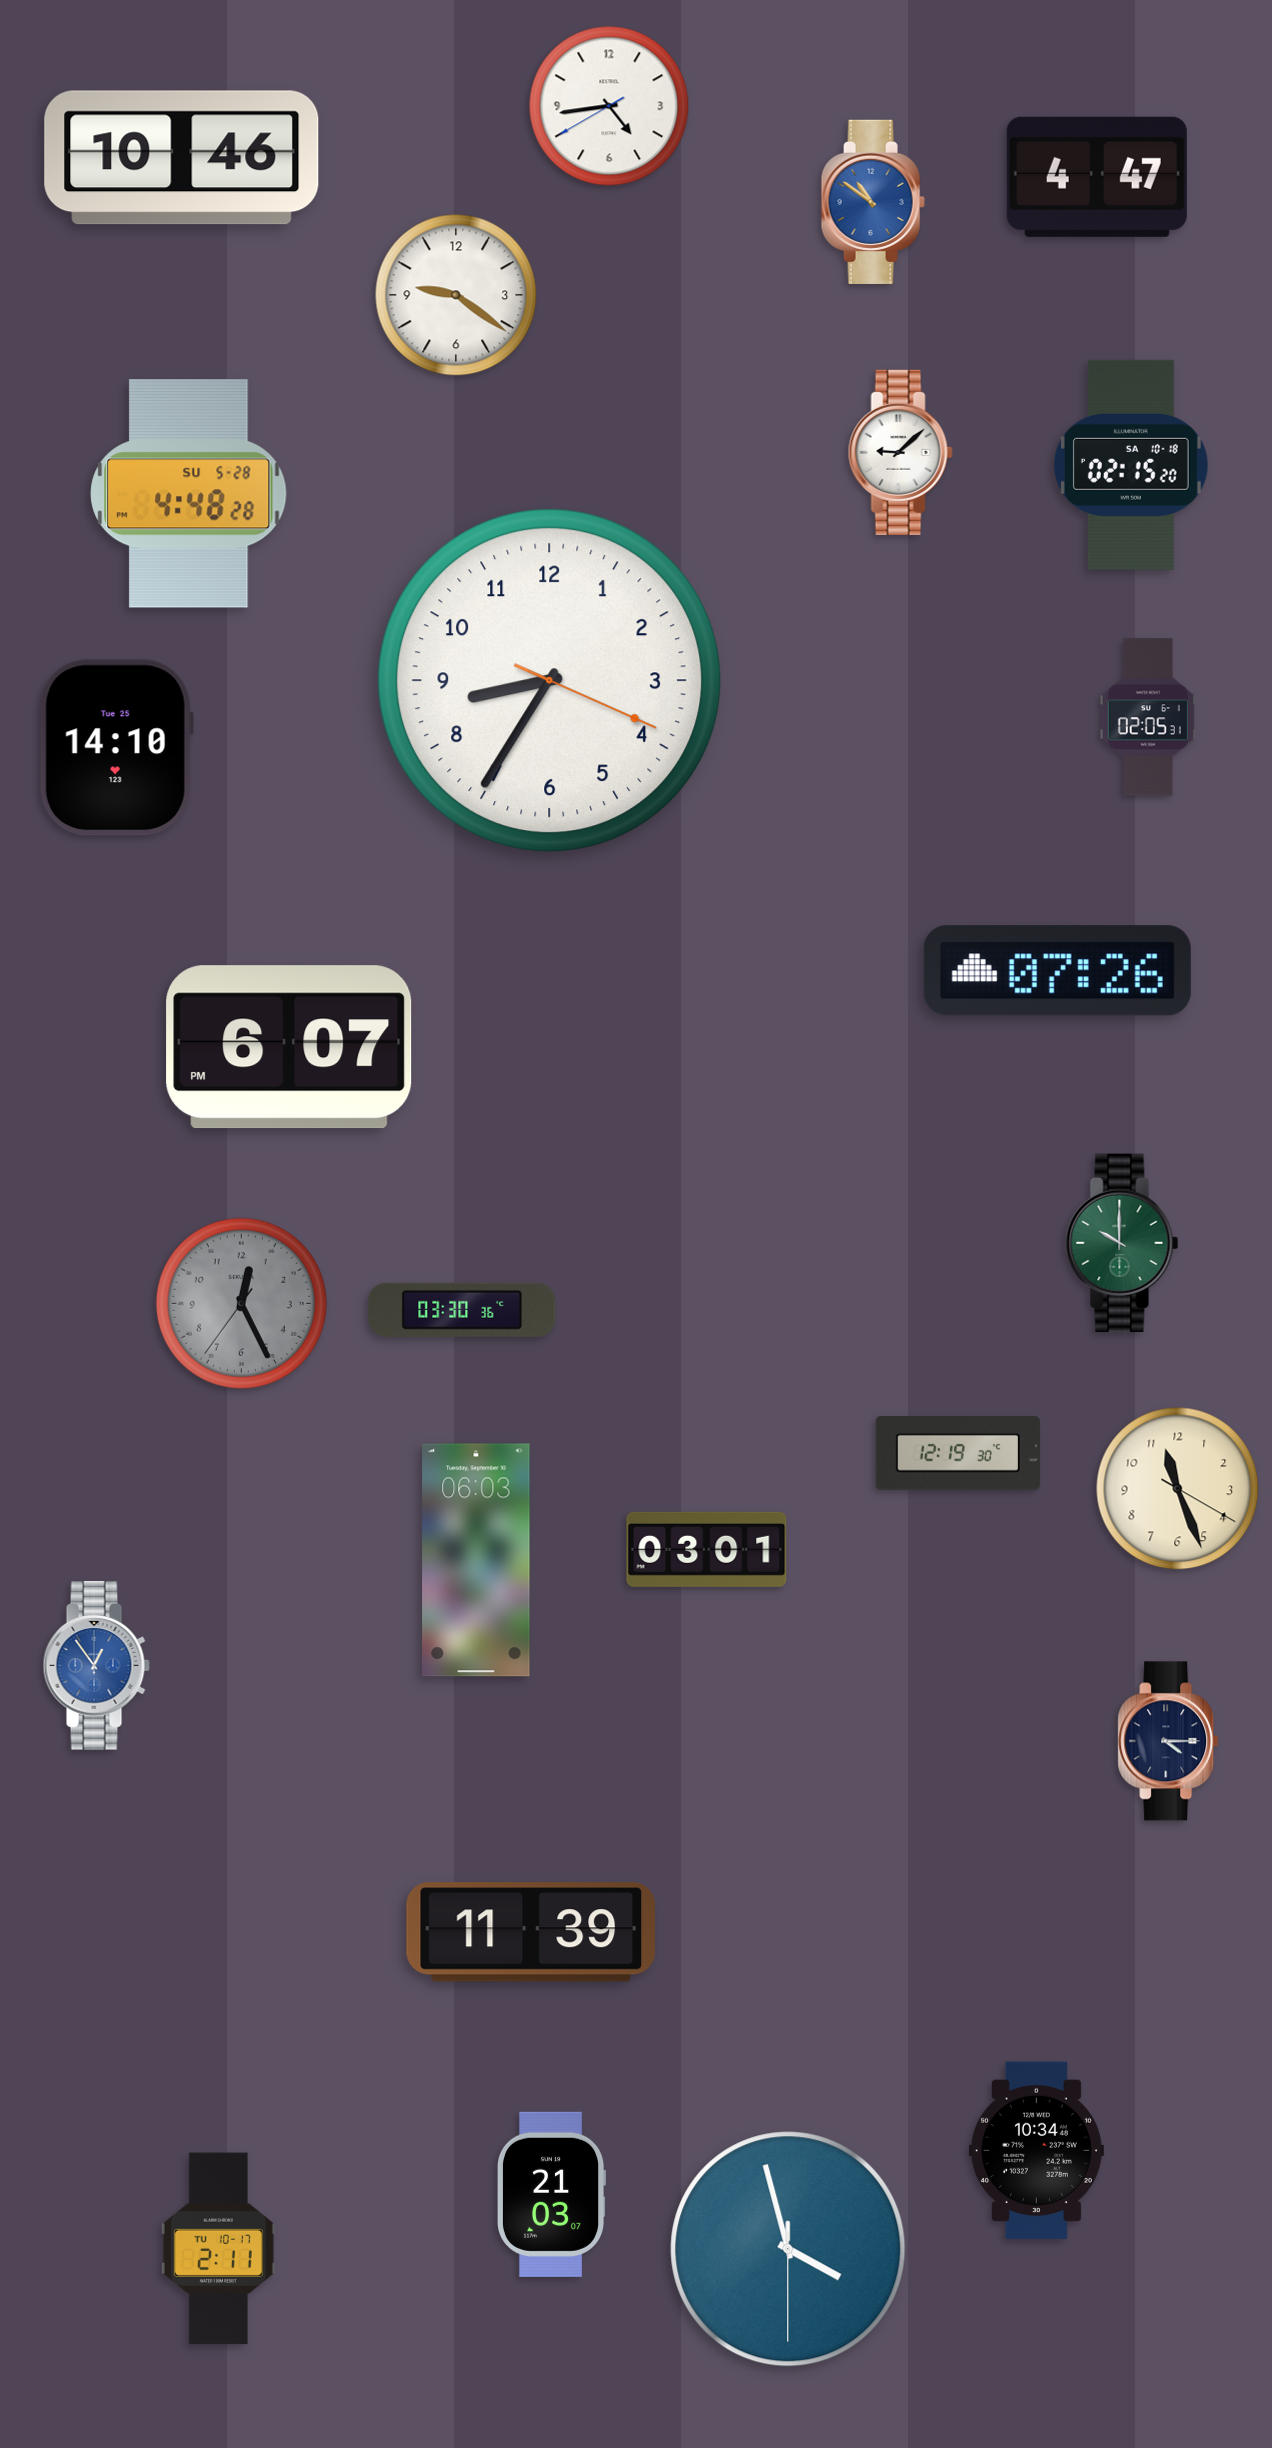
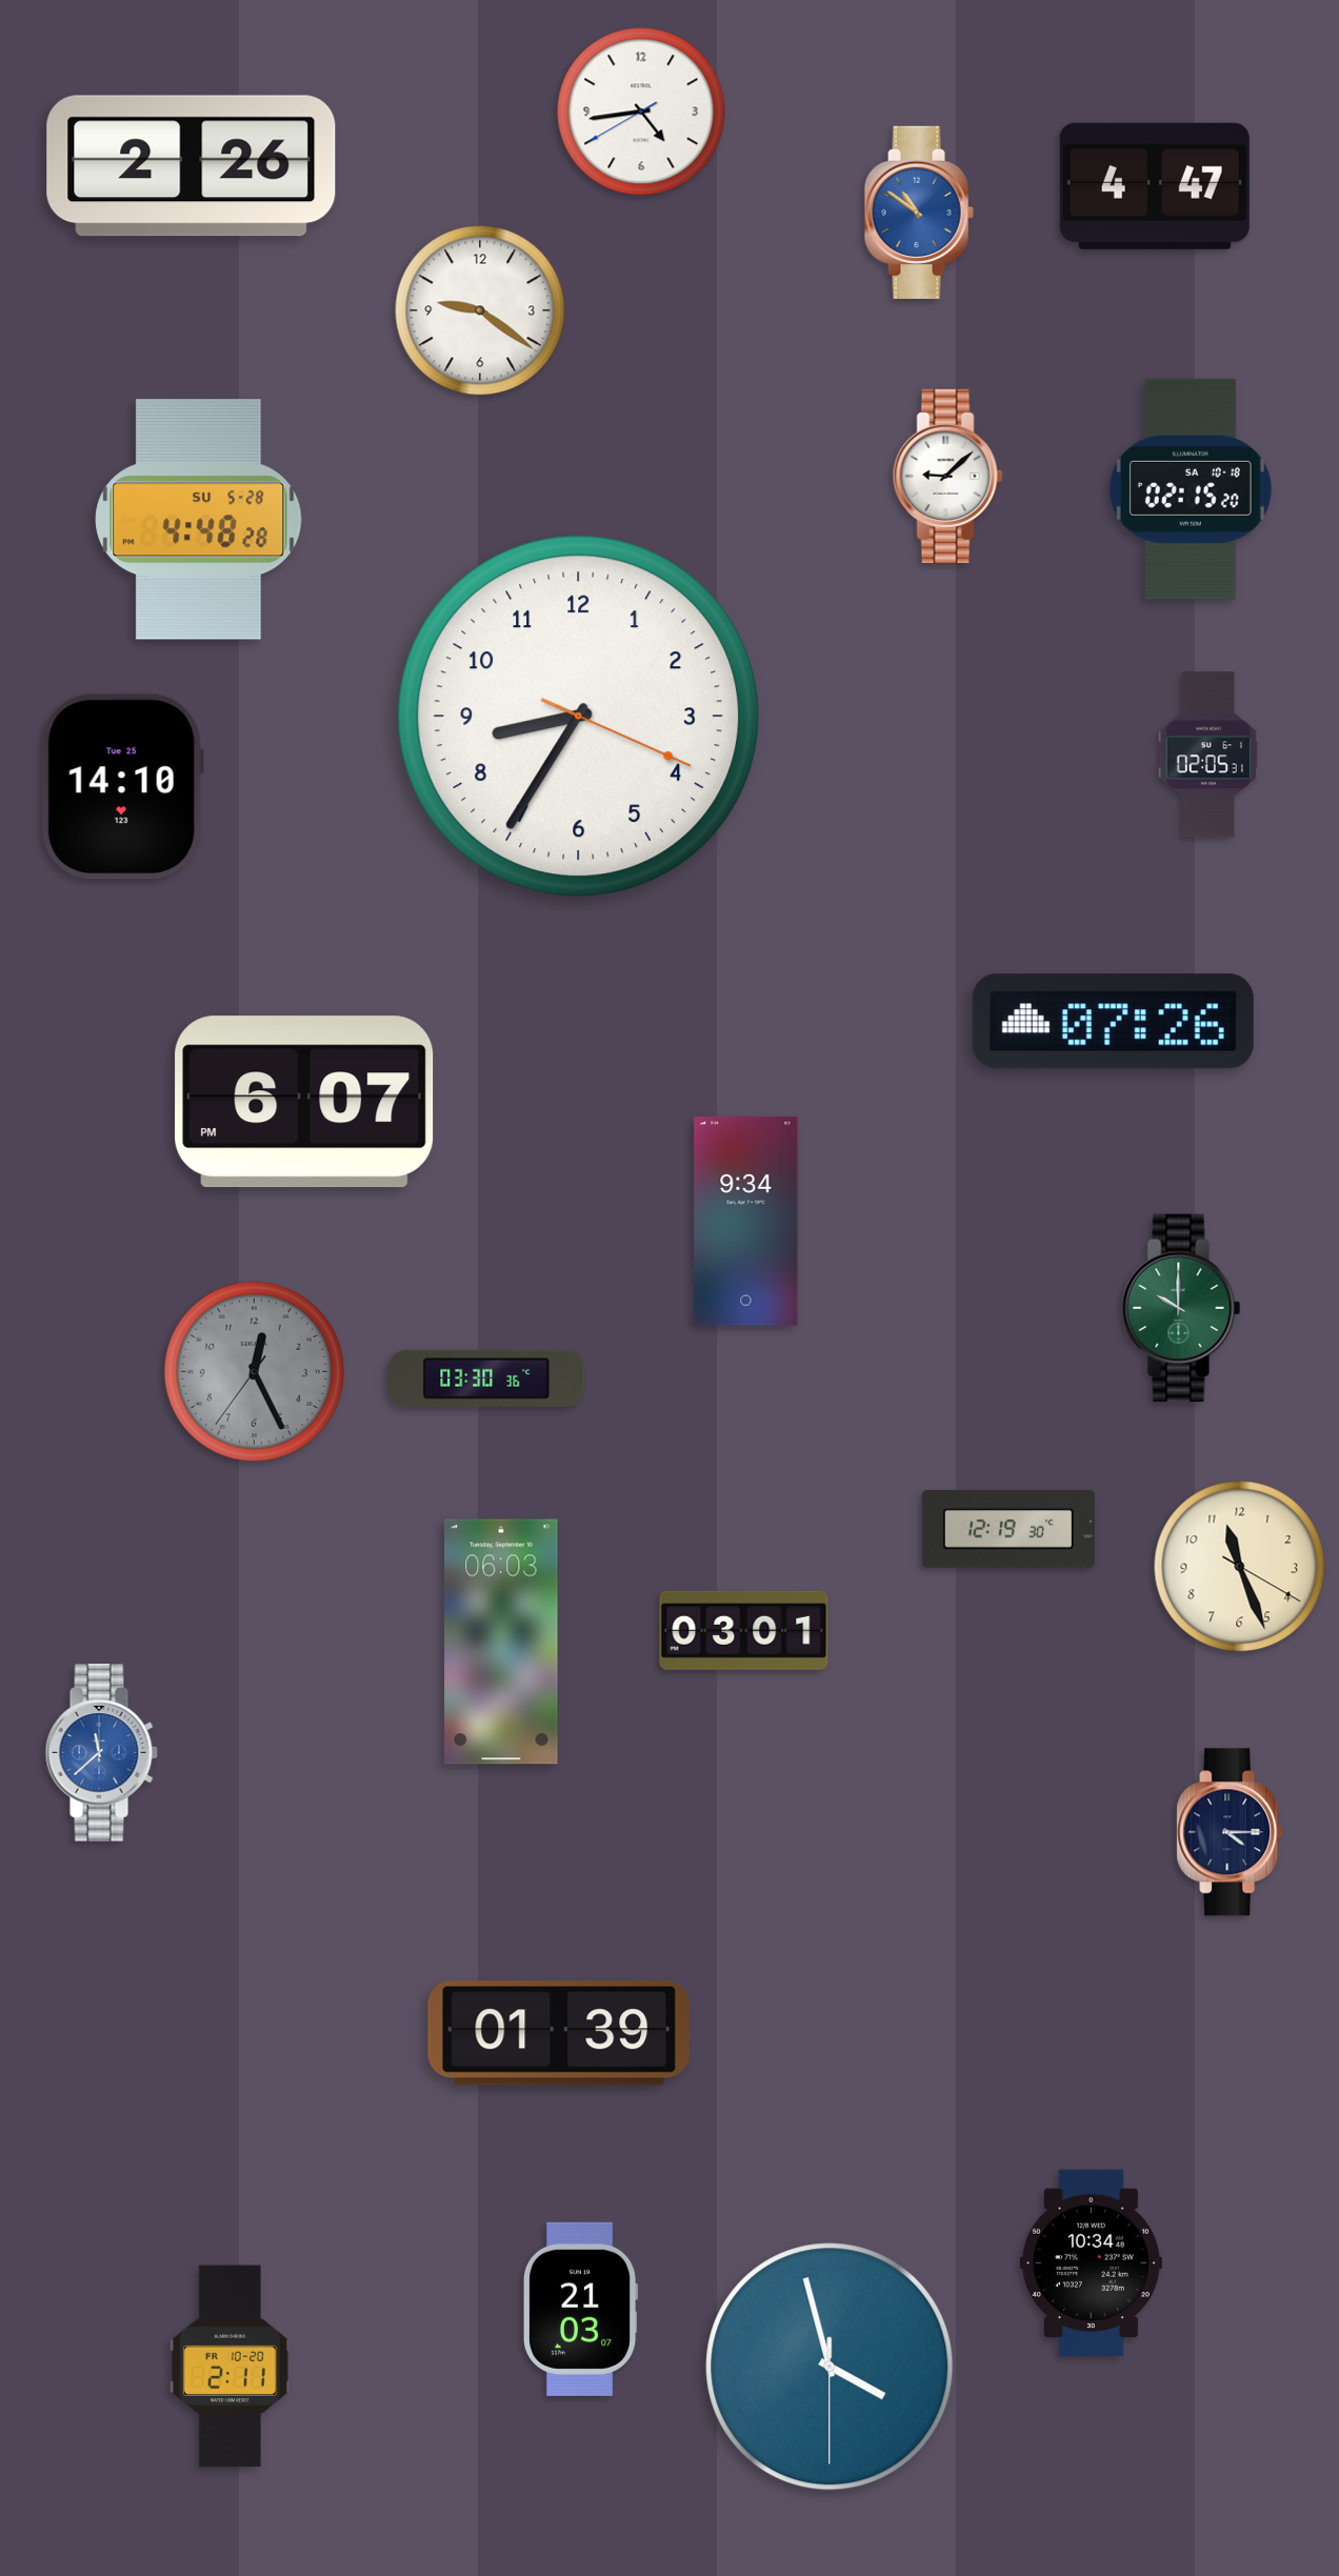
clock at (182, 158): 10:46 -> 2:26
clock at (746, 1222): none -> 9:34
clock at (96, 1666): 12:54 -> 11:38
clock at (530, 1932): 11:39 -> 01:39
clock at (218, 2249) date: TU 10-17 -> FR 10-20
